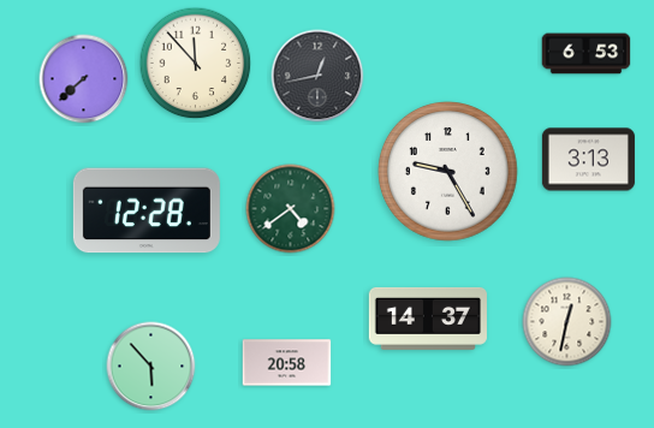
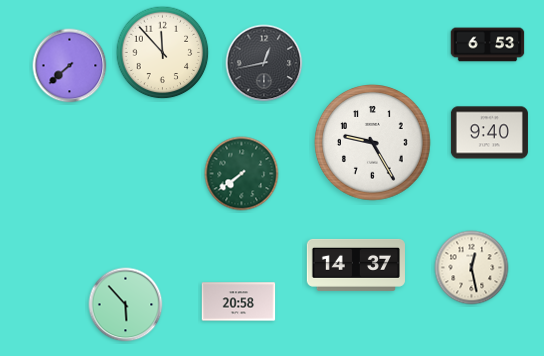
clock at (588, 160): 3:13 -> 9:40
clock at (291, 209): 4:39 -> 7:39
clock at (147, 210): 12:28 -> none
clock at (567, 322): 12:32 -> 12:28
